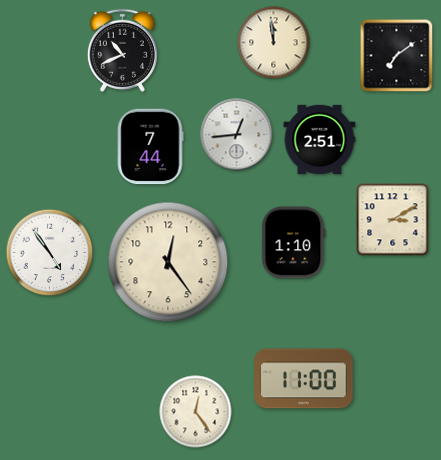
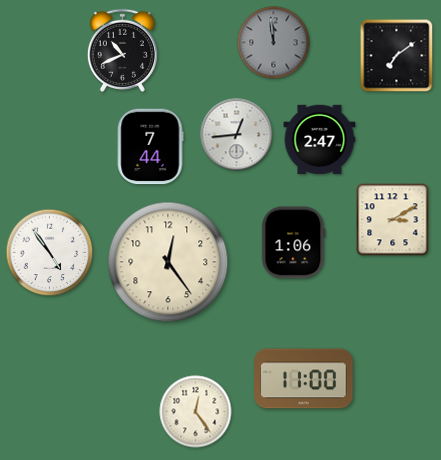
clock at (274, 43) dial: cream -> grey
clock at (320, 140): 2:51 -> 2:47
clock at (294, 243): 1:10 -> 1:06
